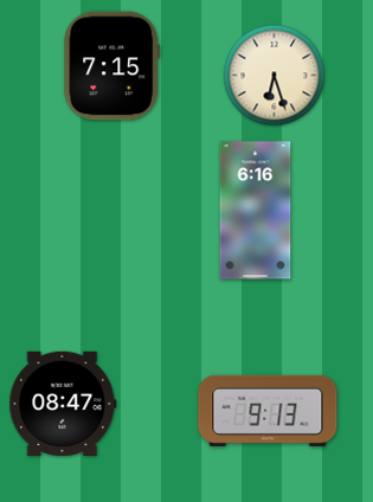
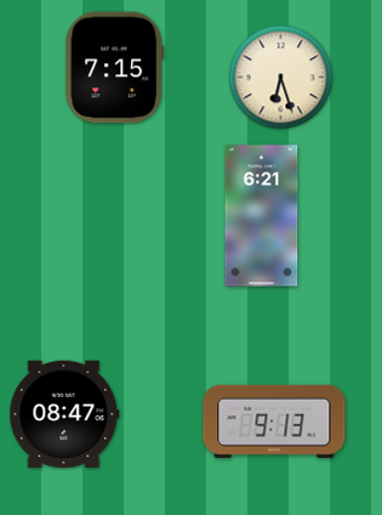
clock at (256, 211): 6:16 -> 6:21
